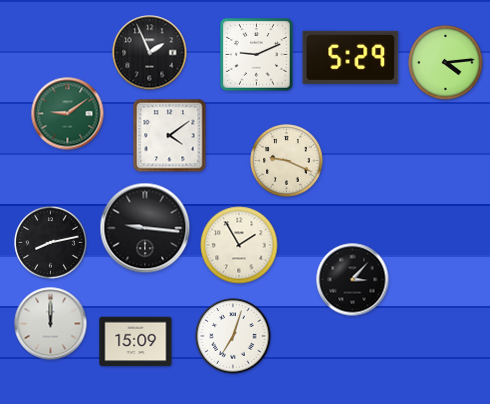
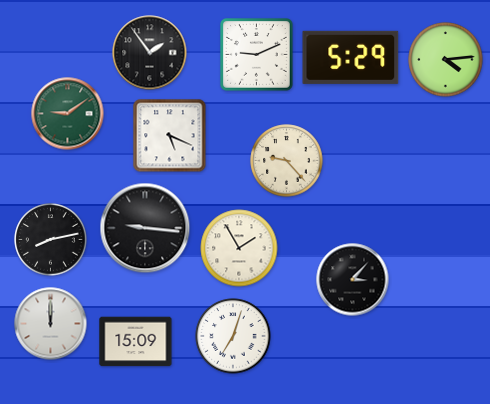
clock at (150, 53): 1:56 -> 1:54
clock at (446, 63) position: (446, 63) -> (446, 60)
clock at (170, 136): 4:09 -> 5:19
clock at (287, 161): 9:19 -> 9:23
clock at (51, 243) position: (51, 243) -> (51, 240)
clock at (239, 245) position: (239, 245) -> (239, 248)
